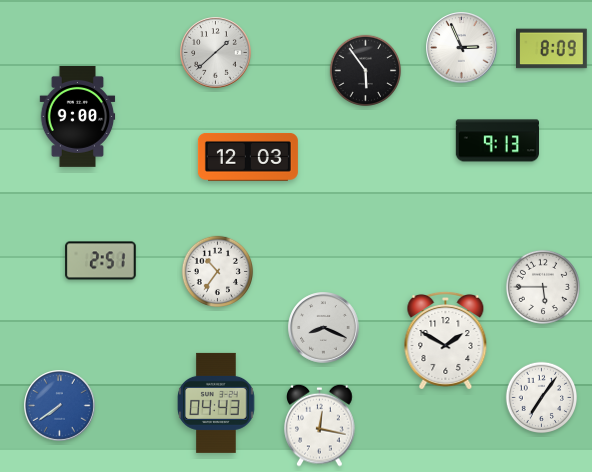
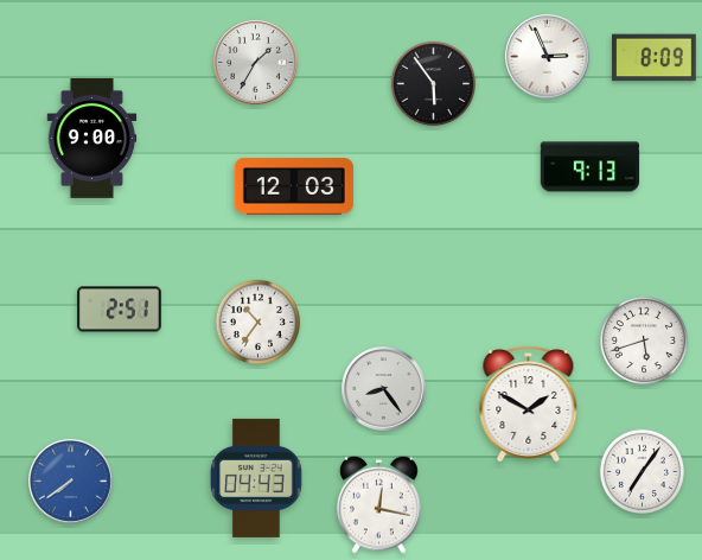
clock at (216, 53): 1:38 -> 1:35
clock at (543, 287): 5:45 -> 5:42
clock at (324, 328): 8:19 -> 8:24
